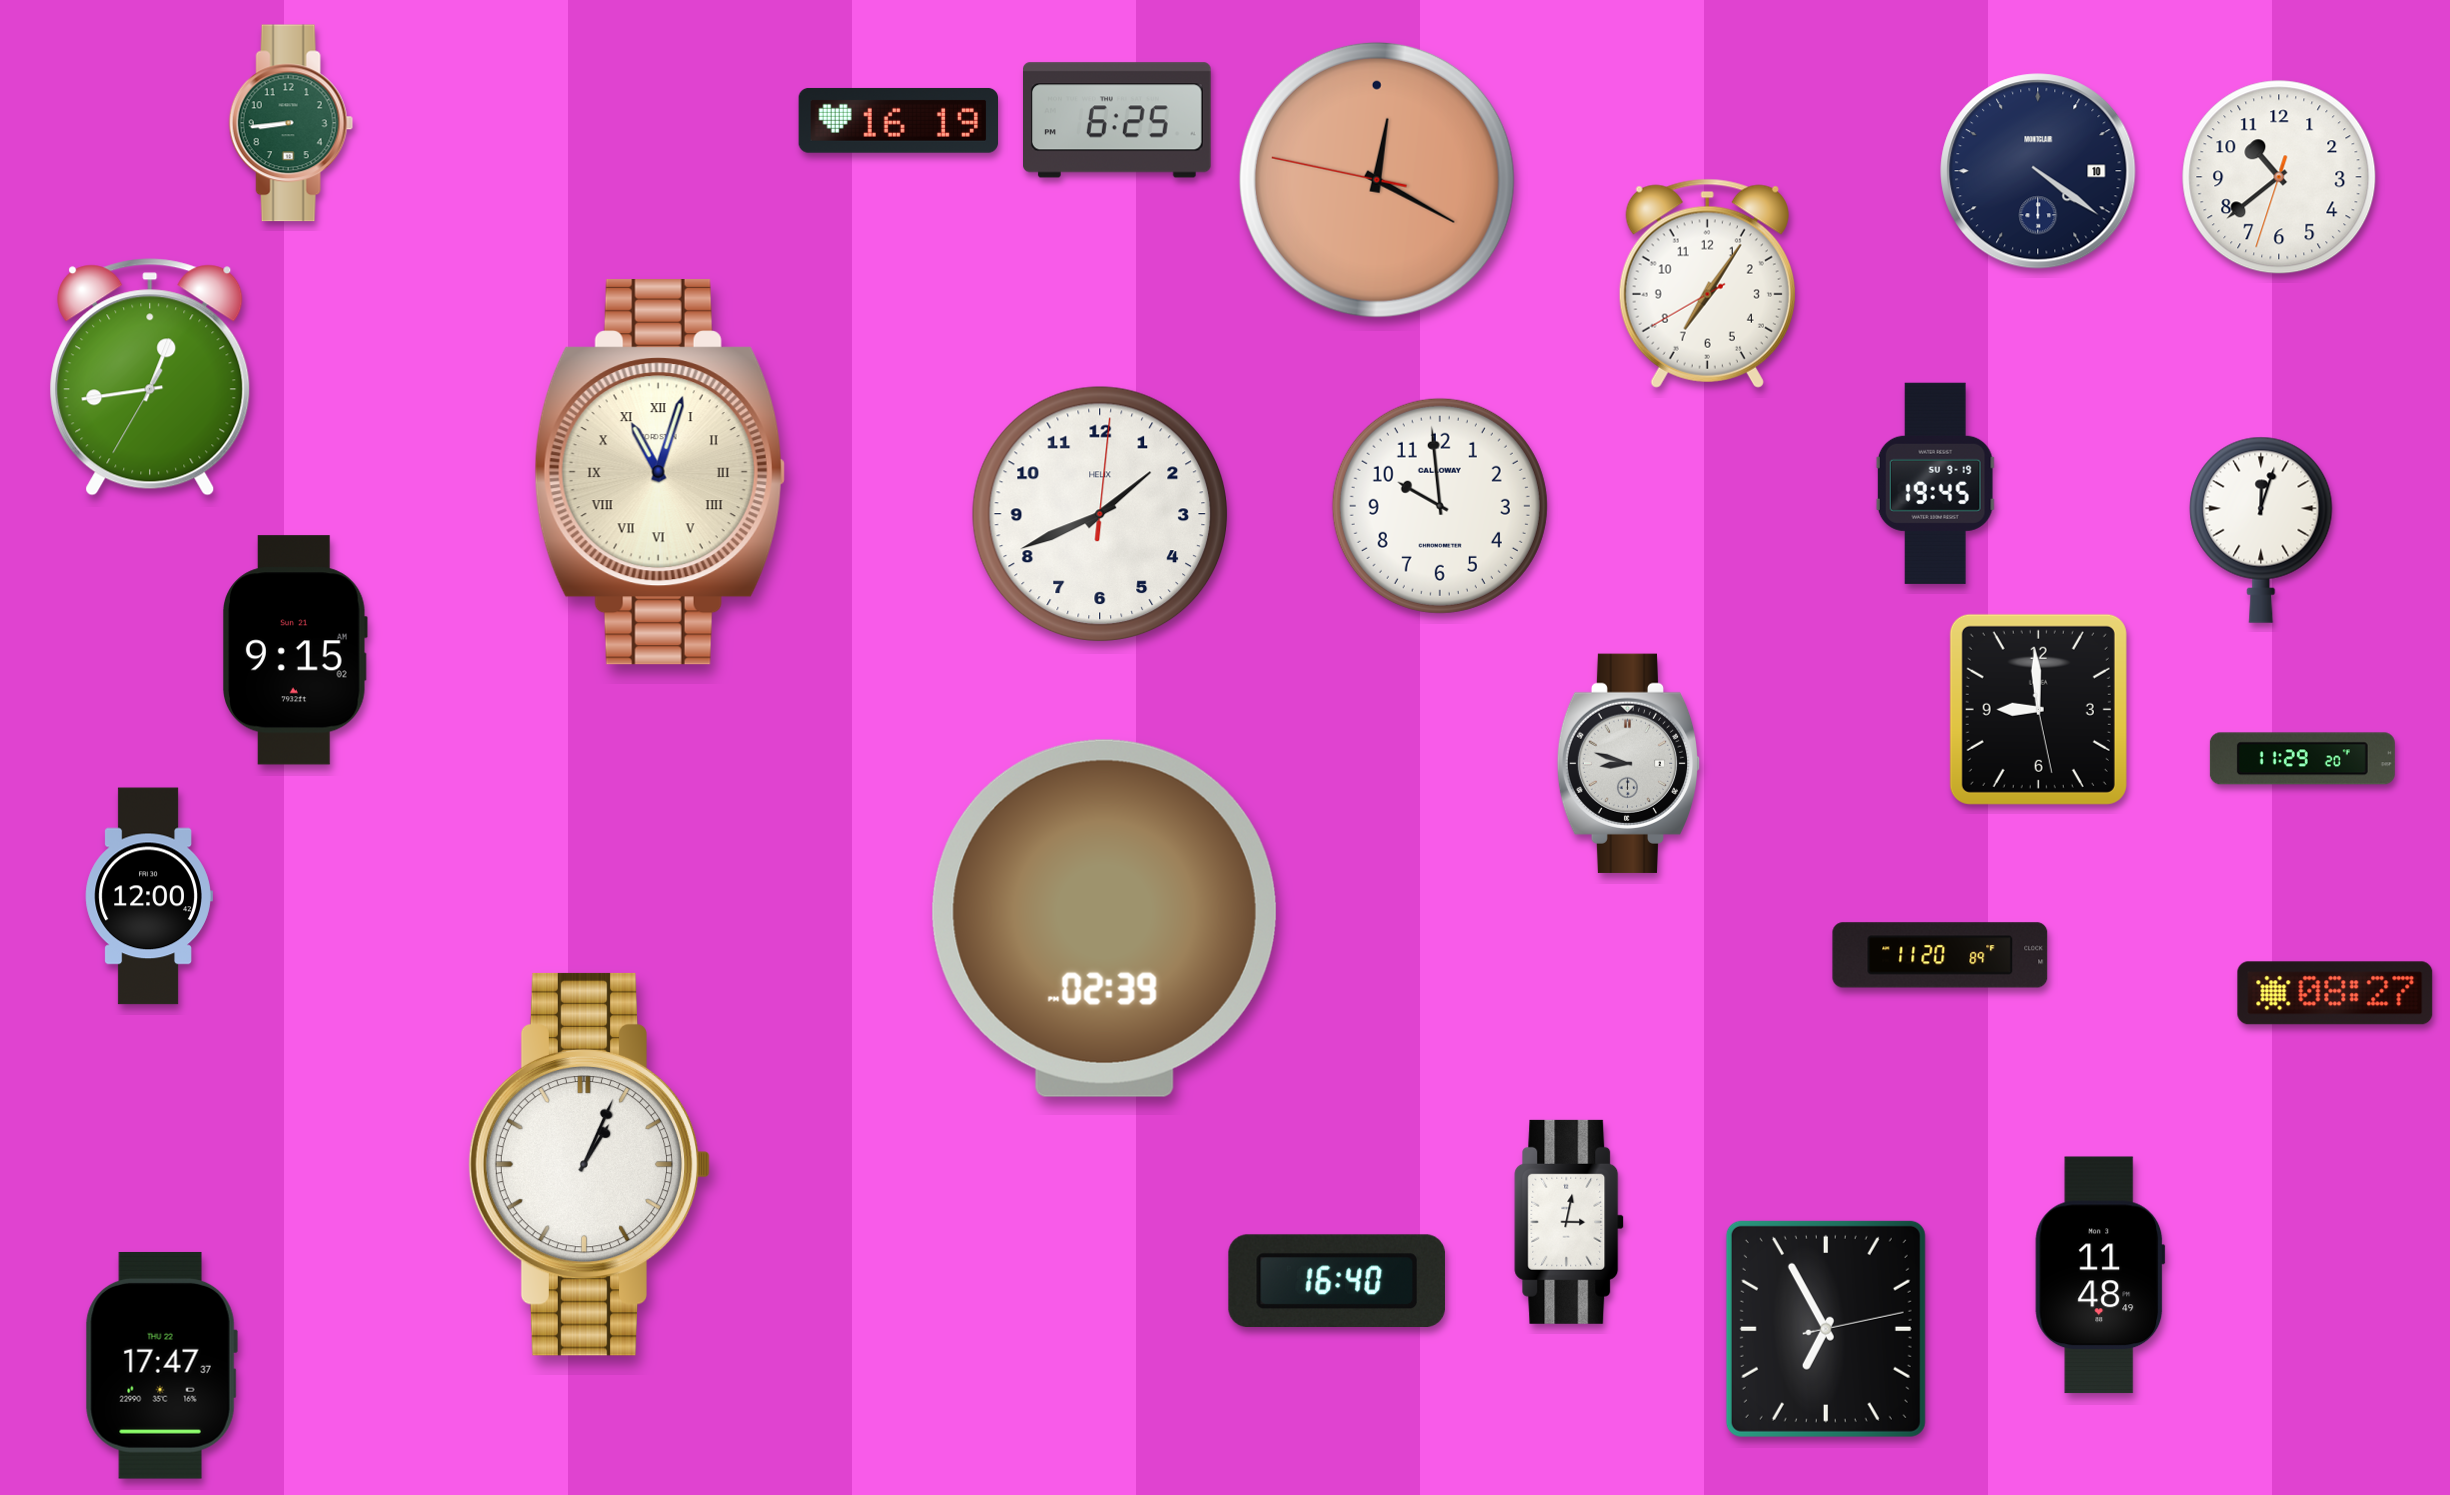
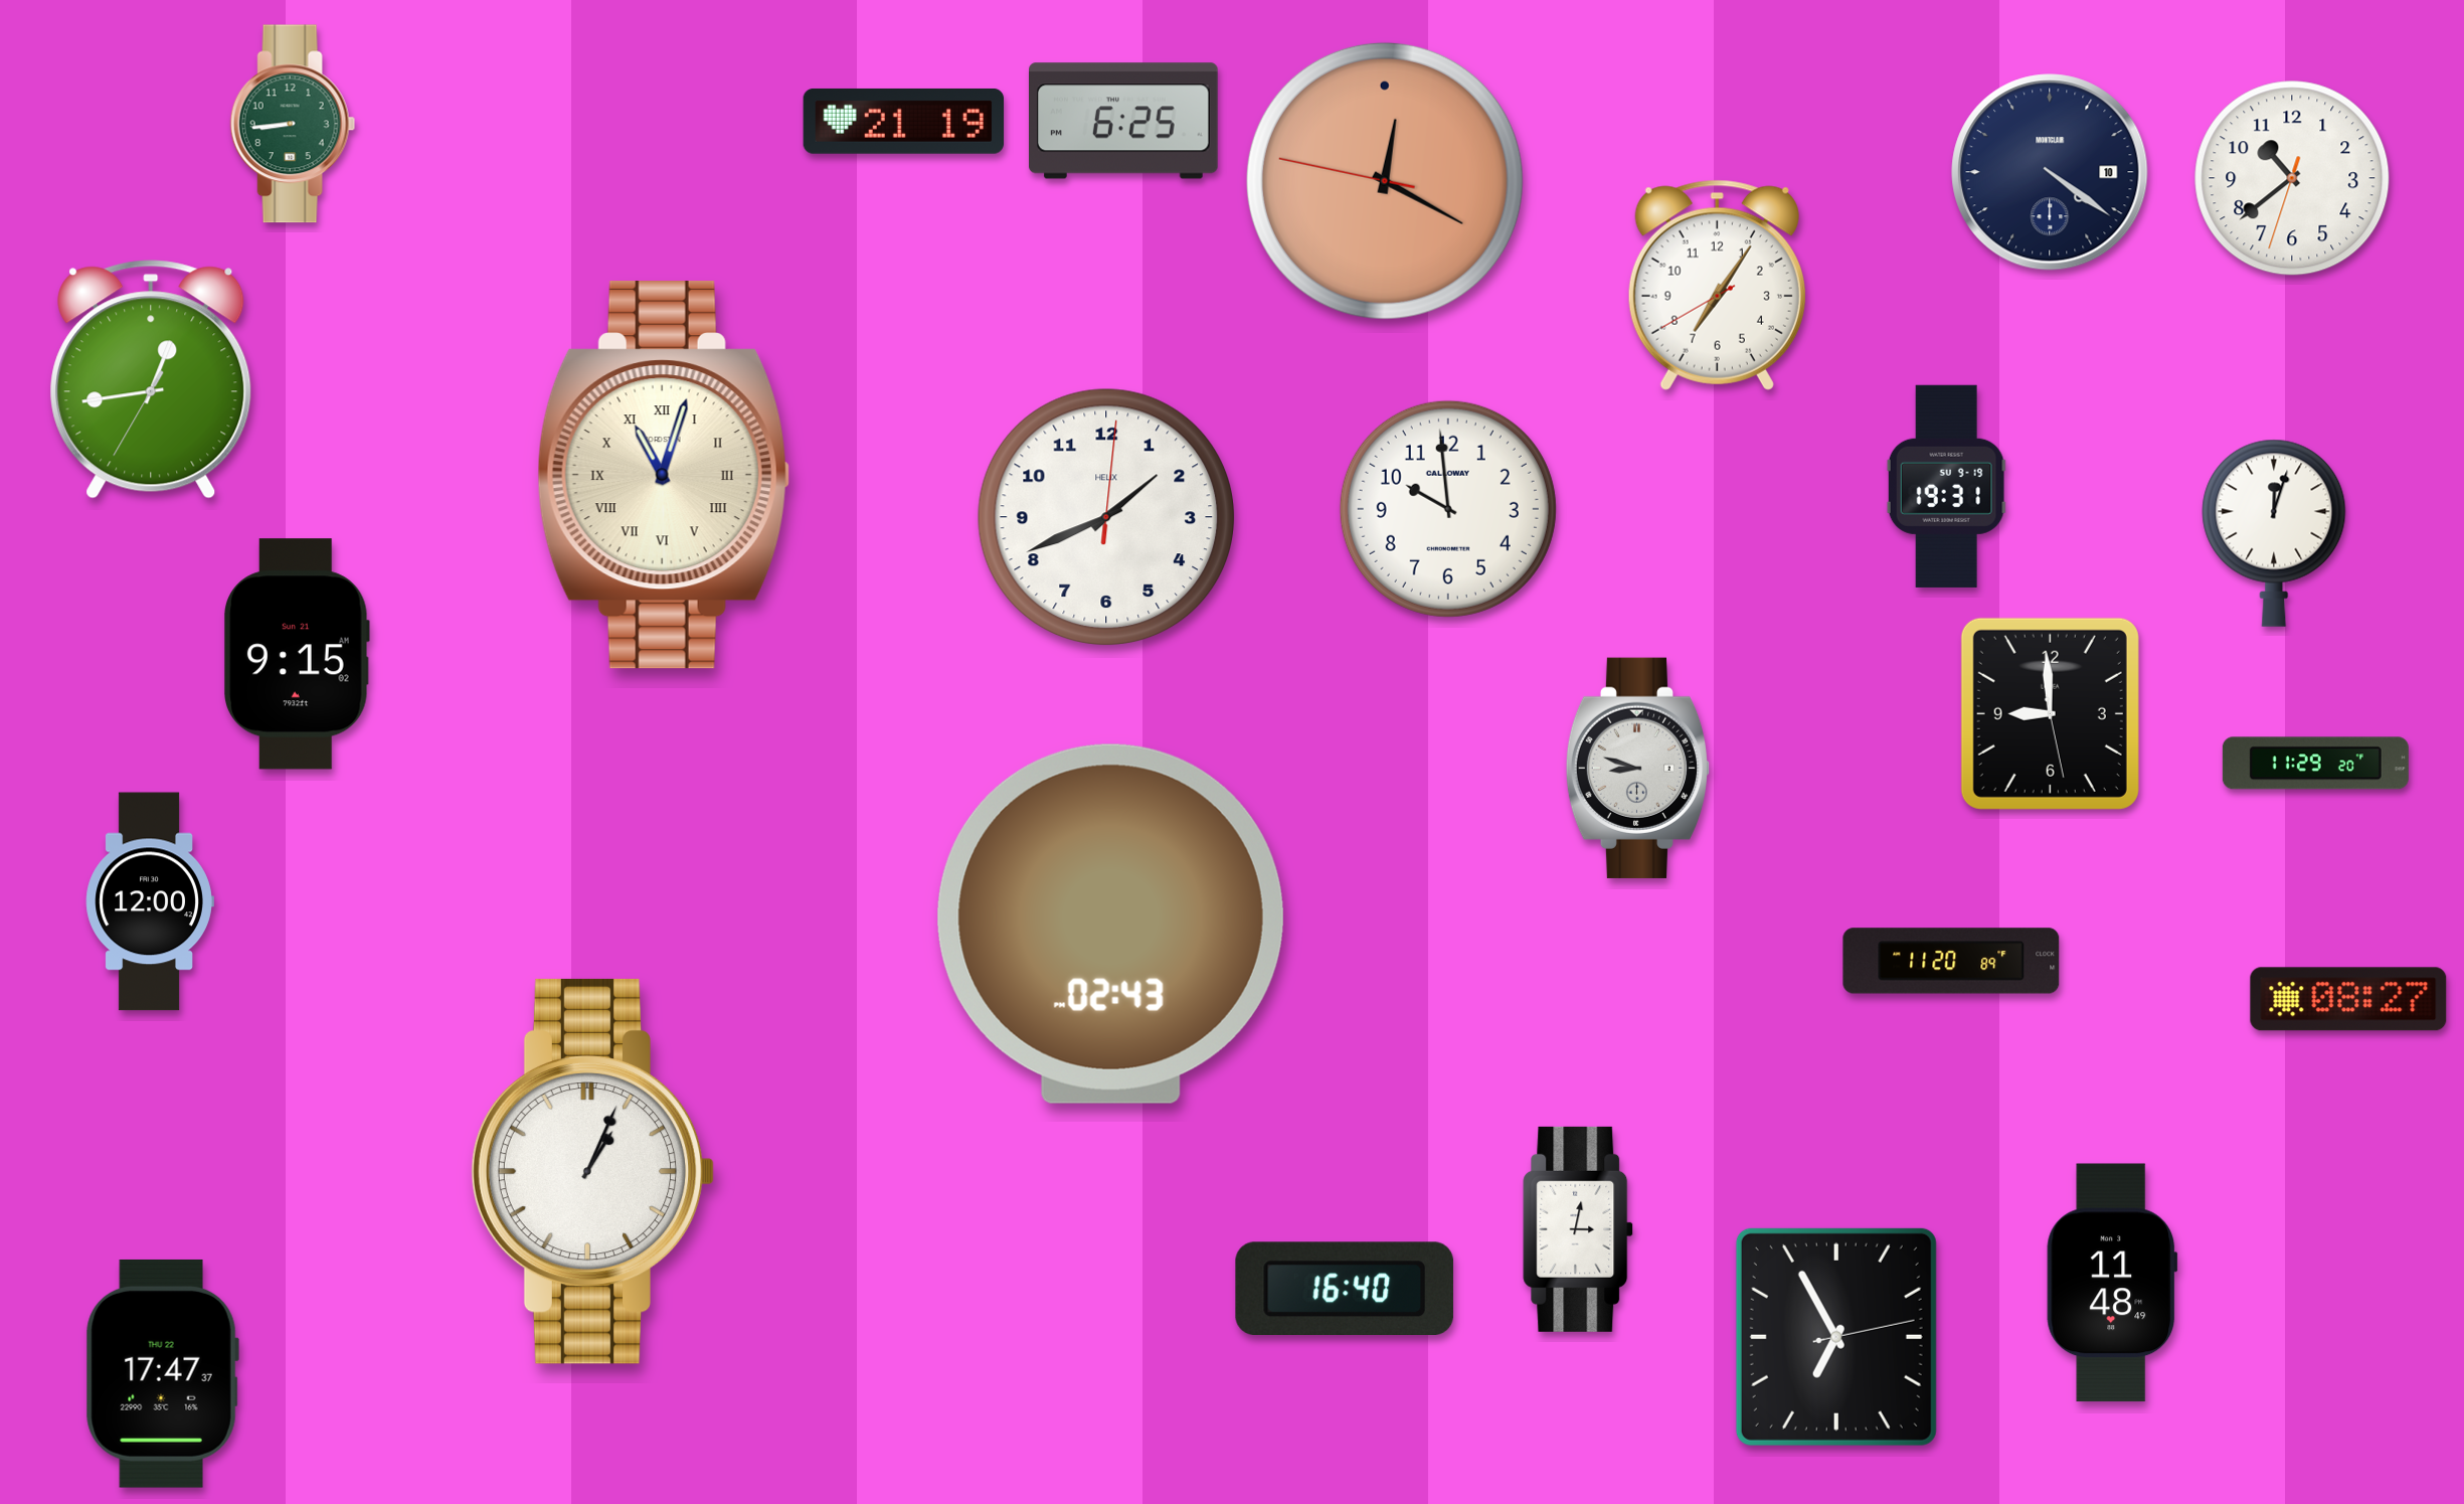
clock at (899, 120): 16:19 -> 21:19
clock at (1935, 483): 19:45 -> 19:31
clock at (1104, 918): 02:39 -> 02:43
